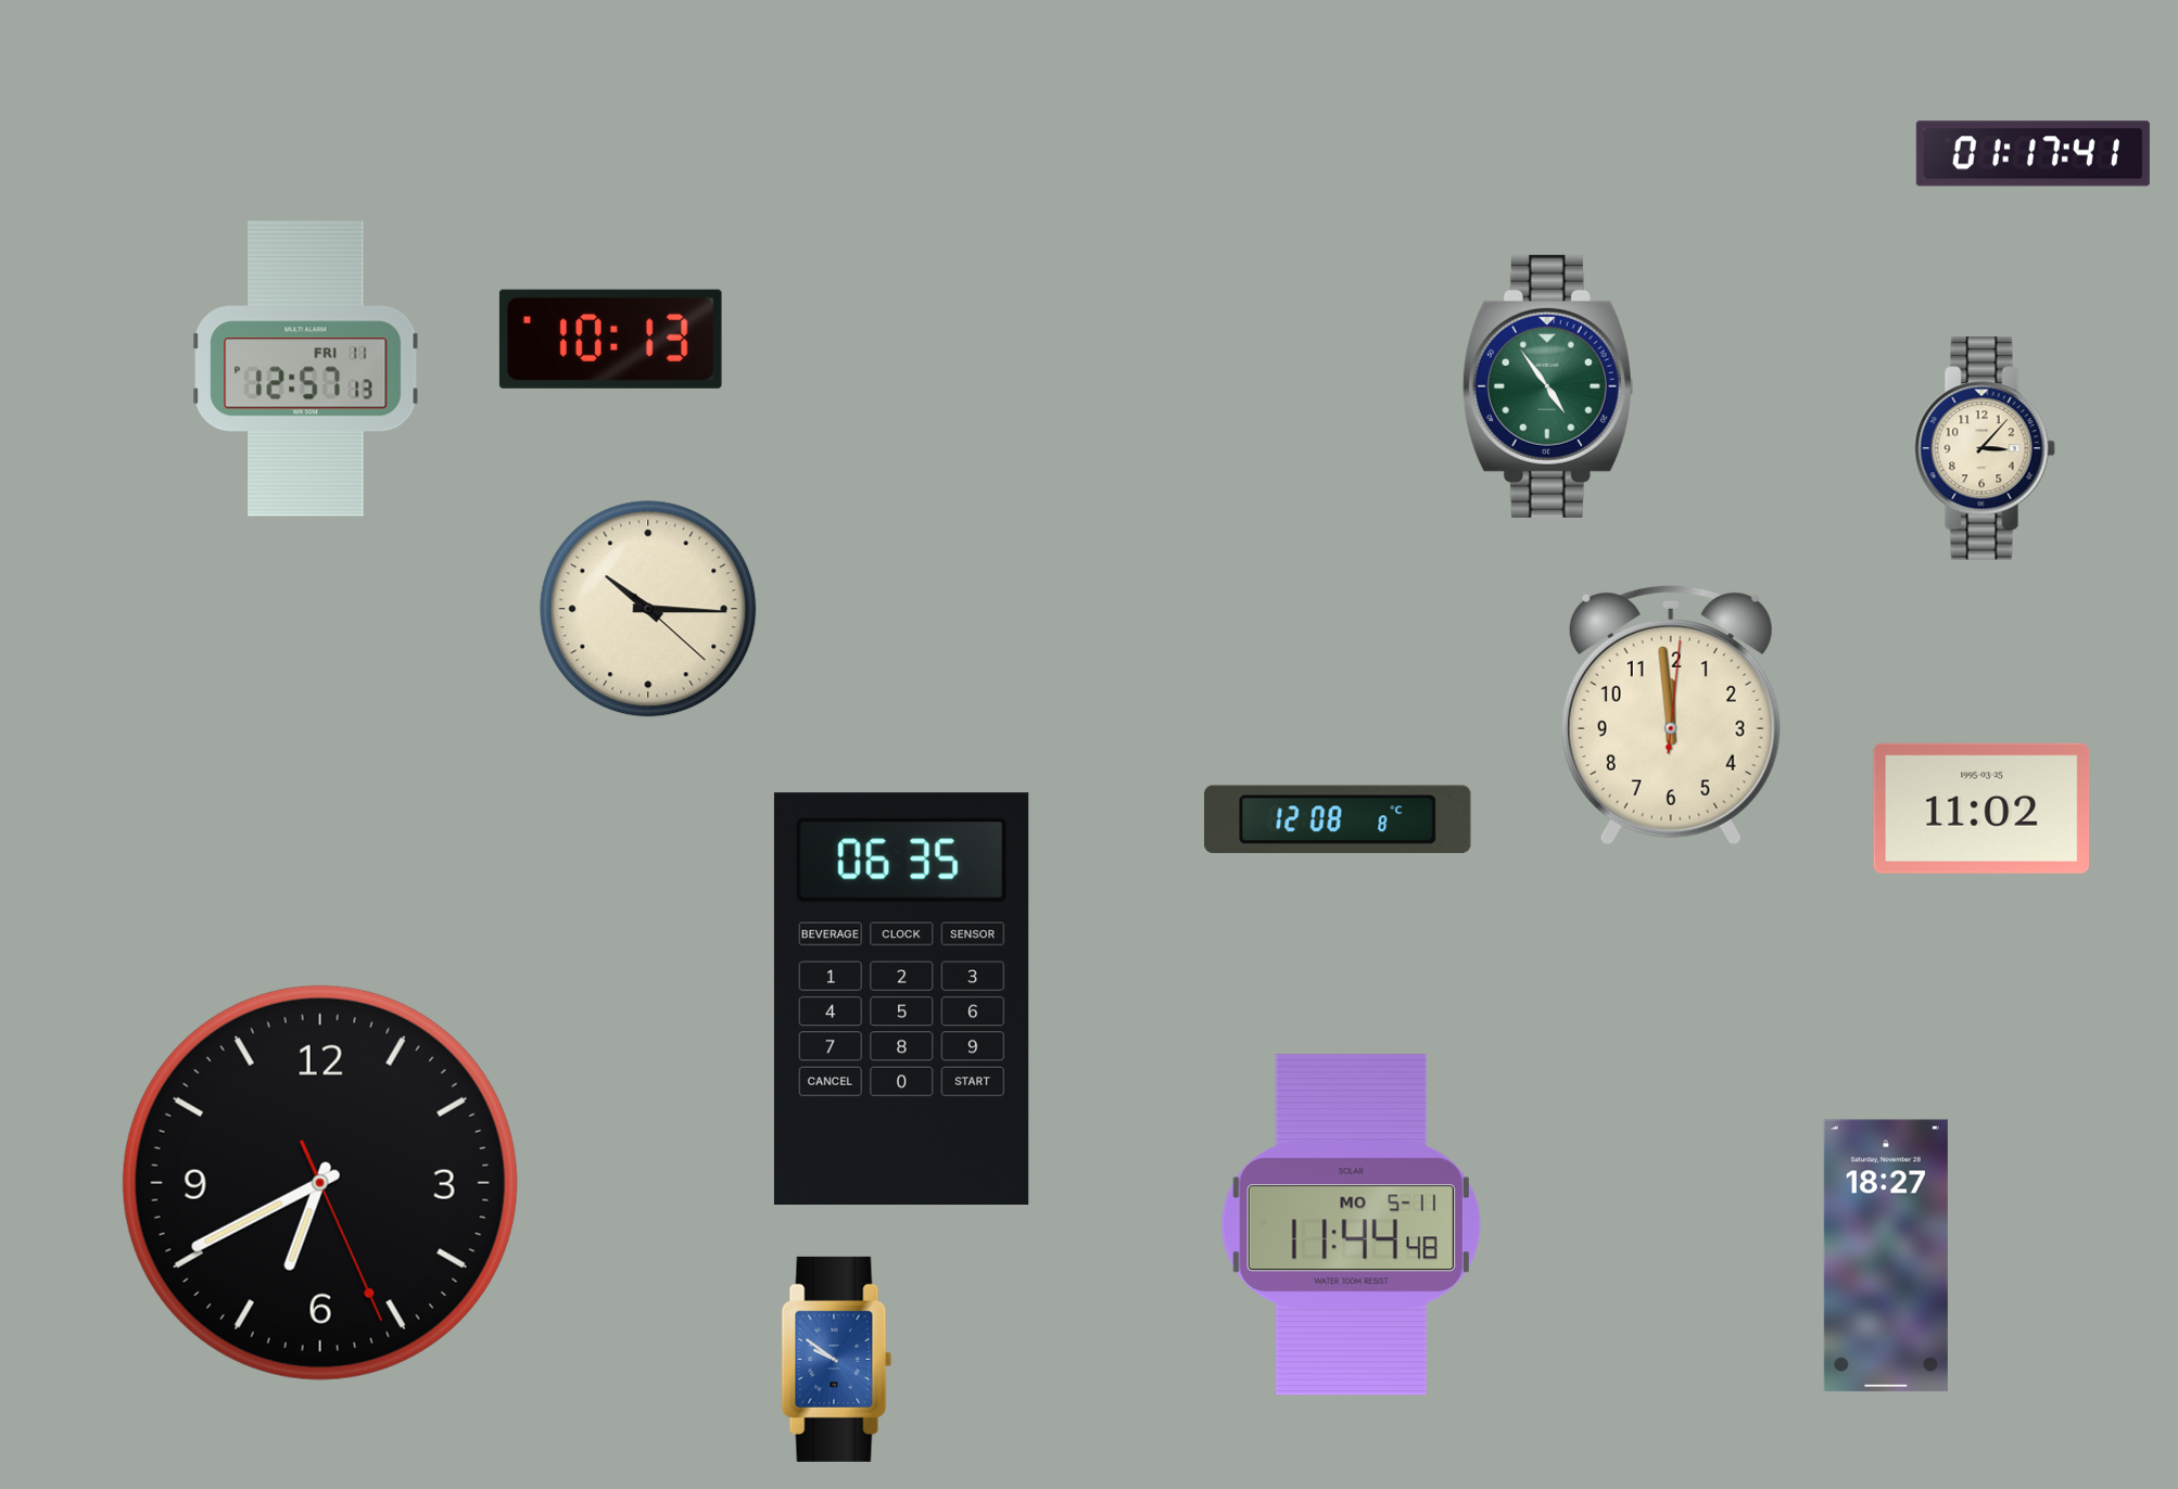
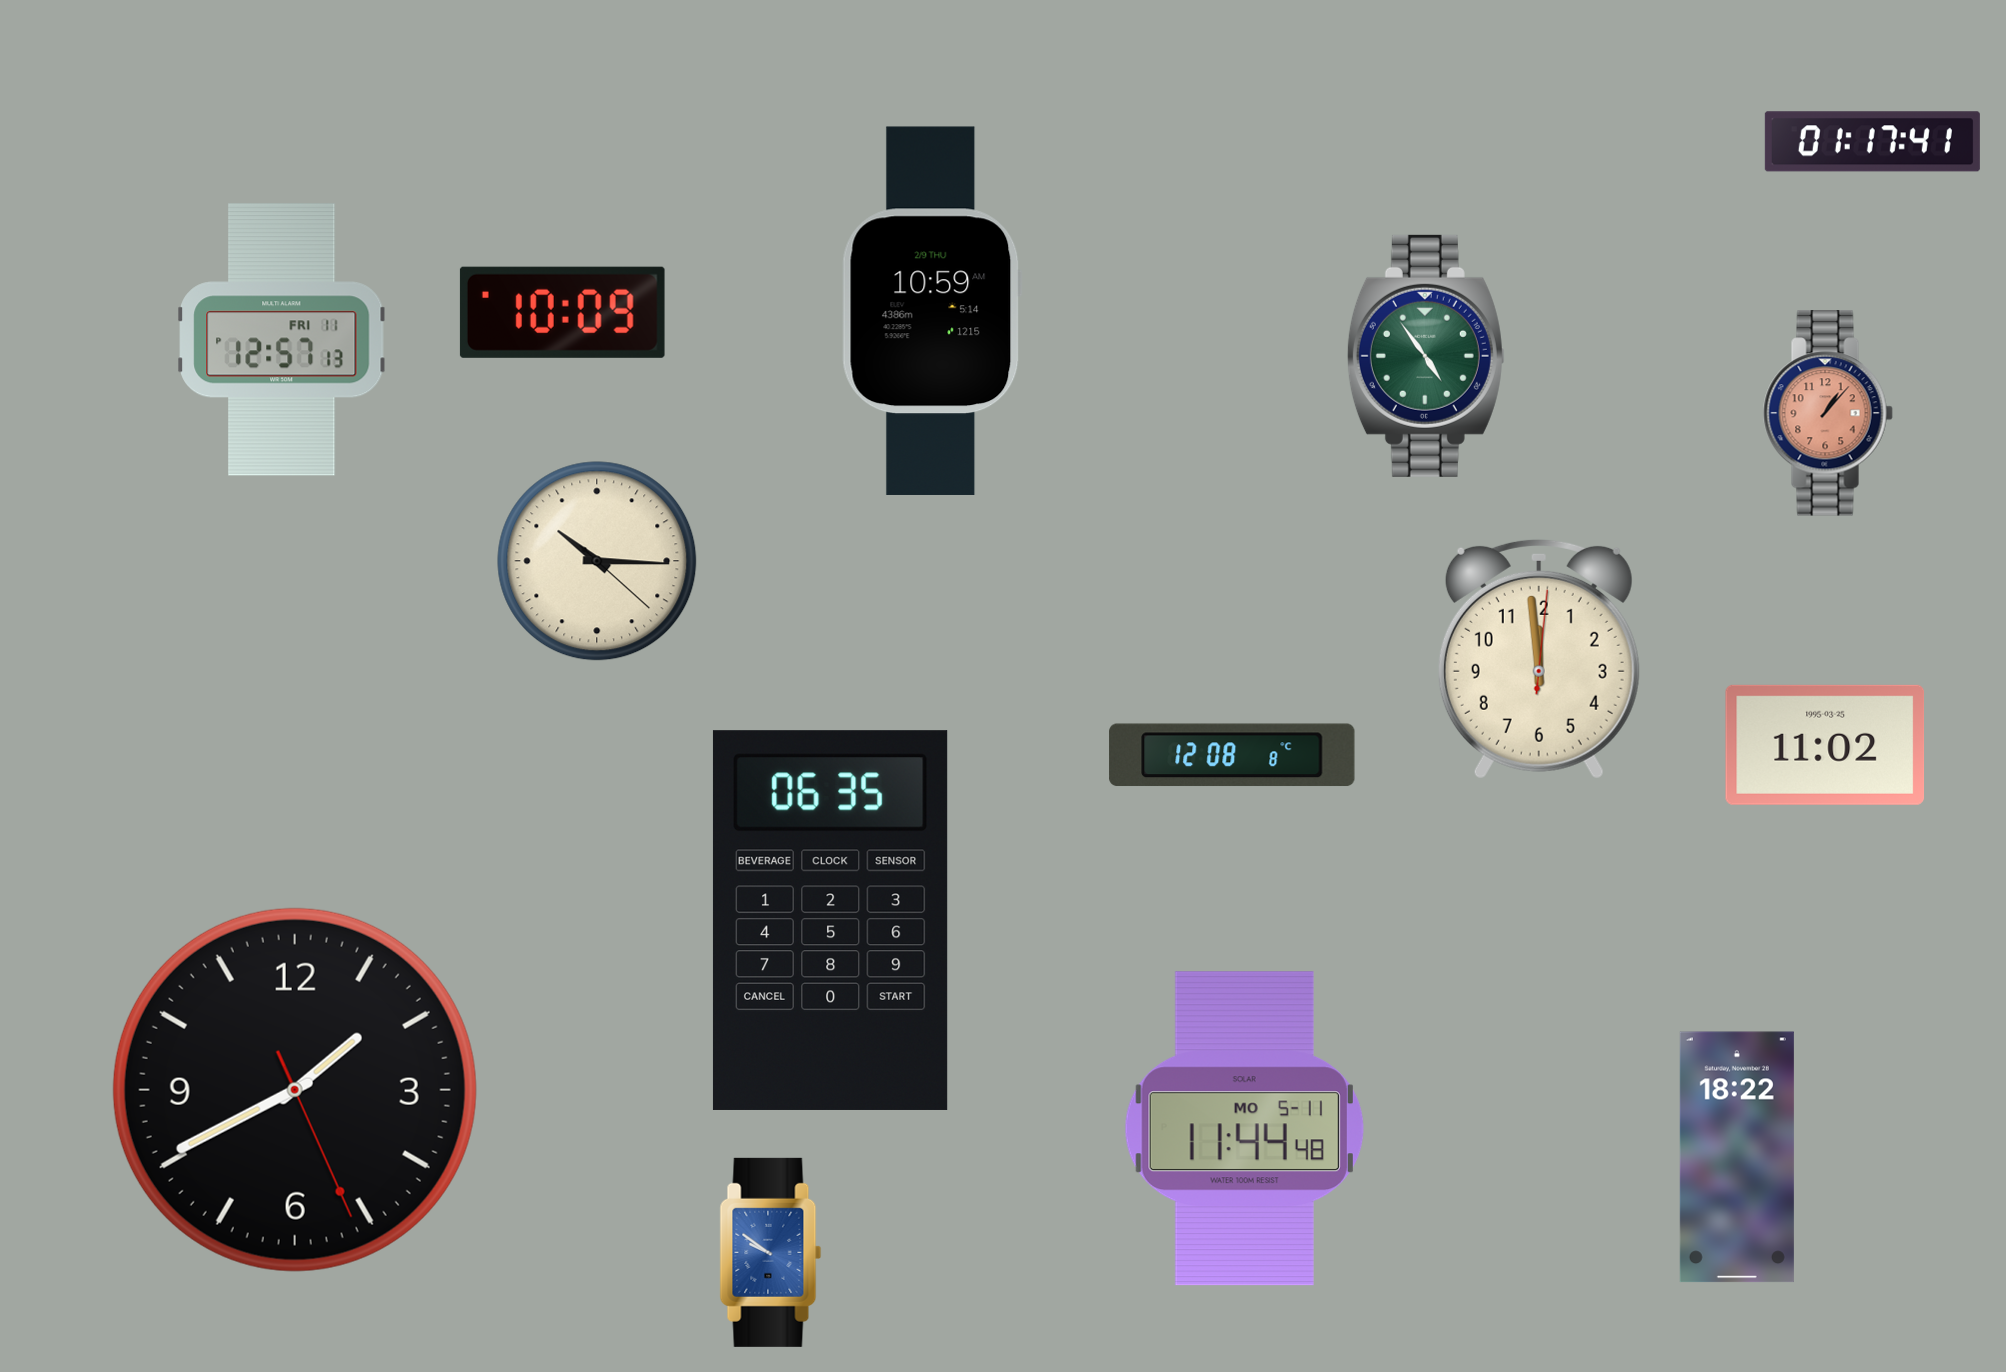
clock at (932, 311): none -> 10:59
clock at (610, 339): 10:13 -> 10:09
clock at (1985, 448): 3:07 -> 1:07
clock at (1985, 448) dial: cream -> salmon
clock at (320, 1183): 6:40 -> 1:40
clock at (1886, 1256): 18:27 -> 18:22
